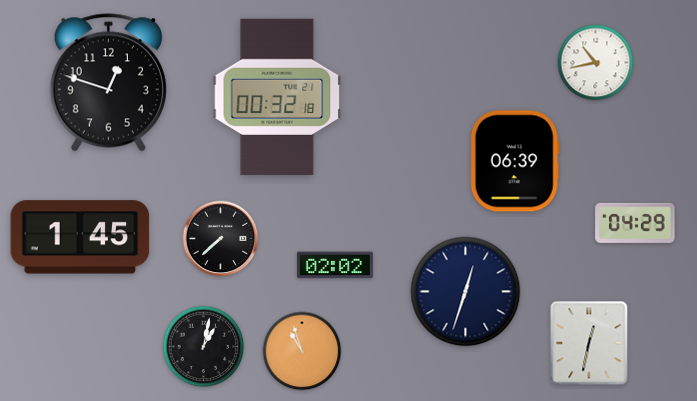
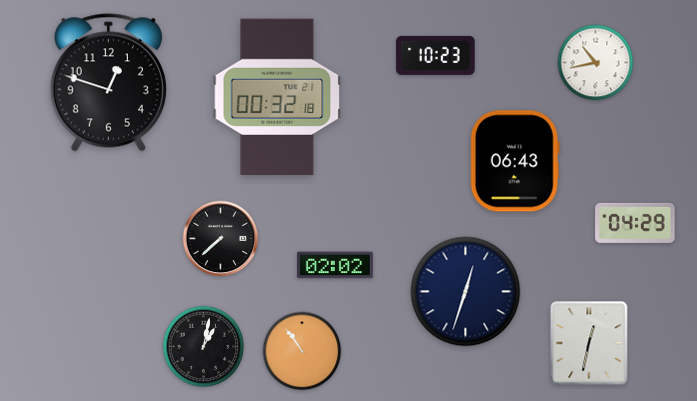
clock at (436, 55): none -> 10:23
clock at (515, 161): 06:39 -> 06:43
clock at (80, 237): 1:45 -> none
clock at (302, 351): 10:57 -> 10:54
